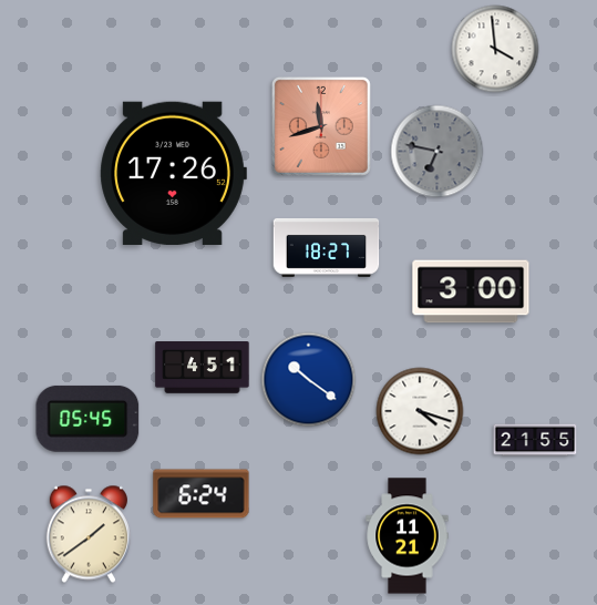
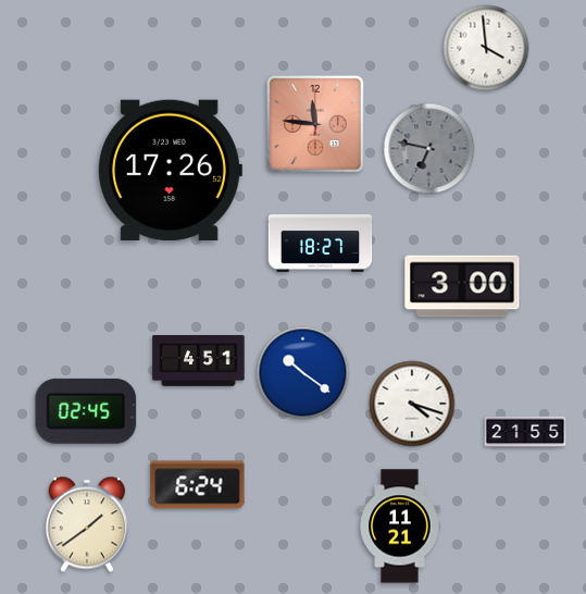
clock at (321, 126): 11:42 -> 11:46
clock at (88, 419): 05:45 -> 02:45
